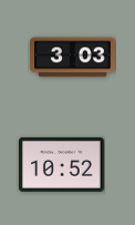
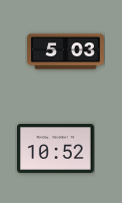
clock at (73, 58): 3:03 -> 5:03
